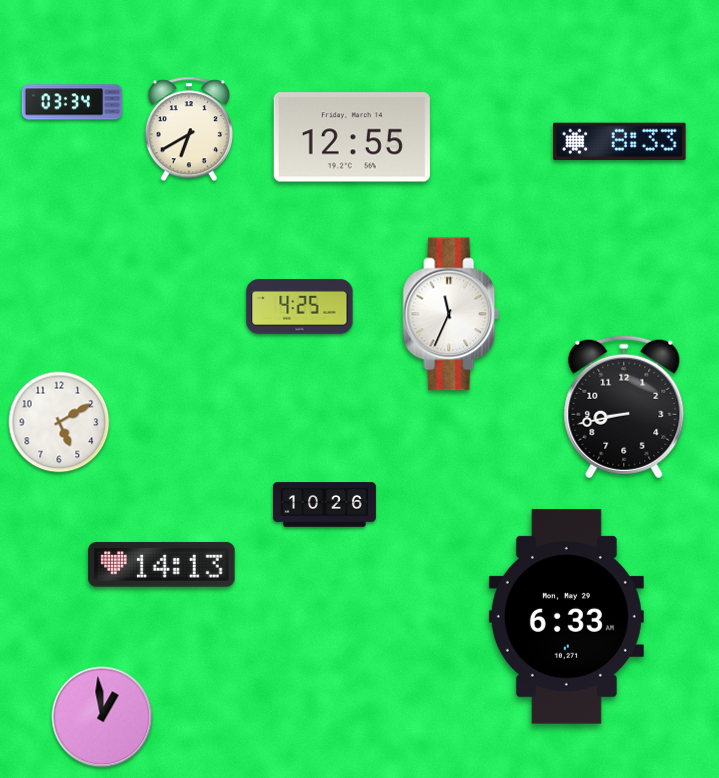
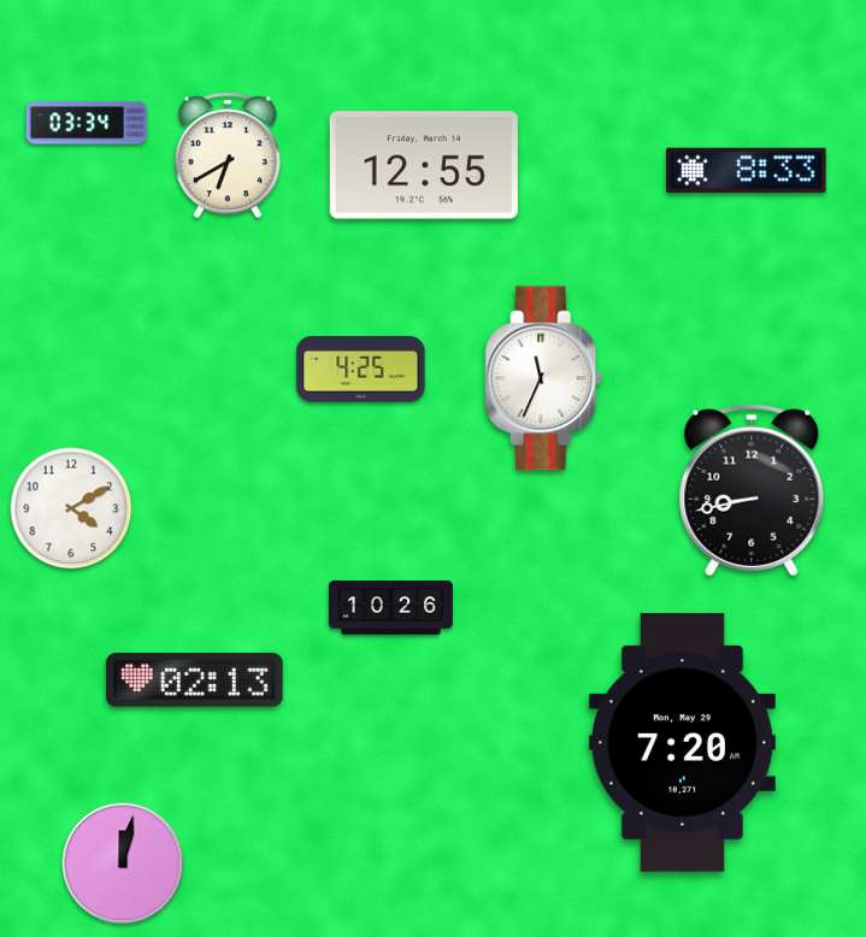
clock at (59, 422): 5:10 -> 4:10
clock at (162, 565): 14:13 -> 02:13
clock at (566, 617): 6:33 -> 7:20
clock at (102, 717): 12:59 -> 12:02
